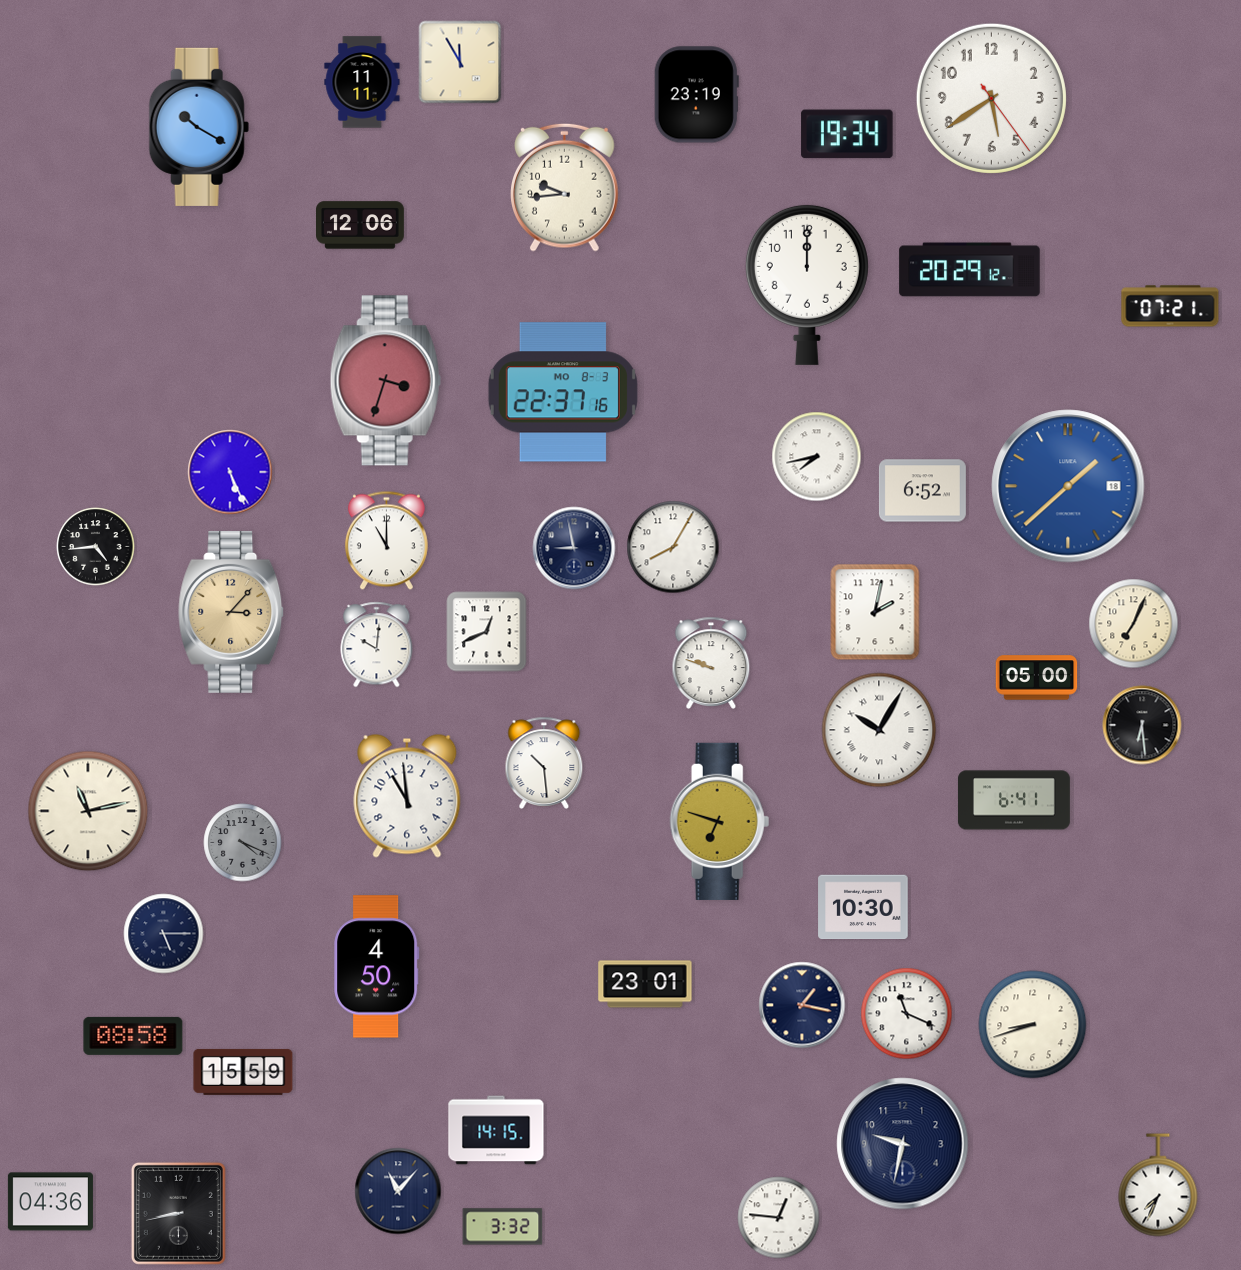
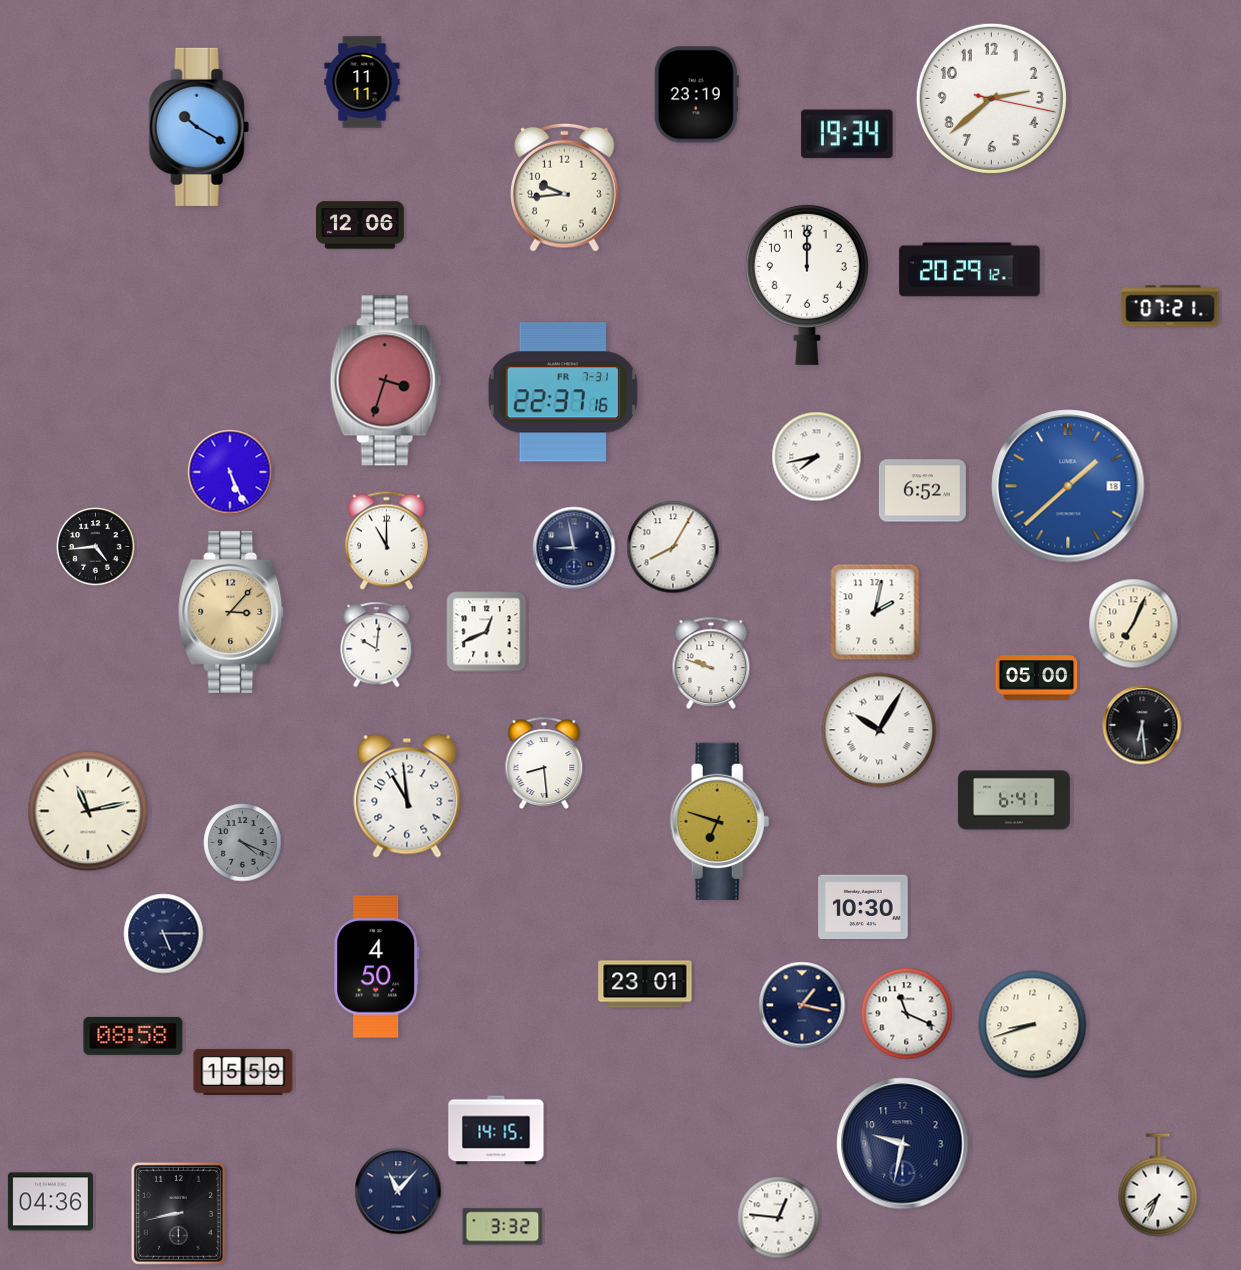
clock at (460, 62): 11:55 -> none
clock at (991, 98): 5:39 -> 2:38
clock at (563, 392) date: MO 8-3 -> FR 7-31
clock at (544, 763): 10:29 -> 8:29
